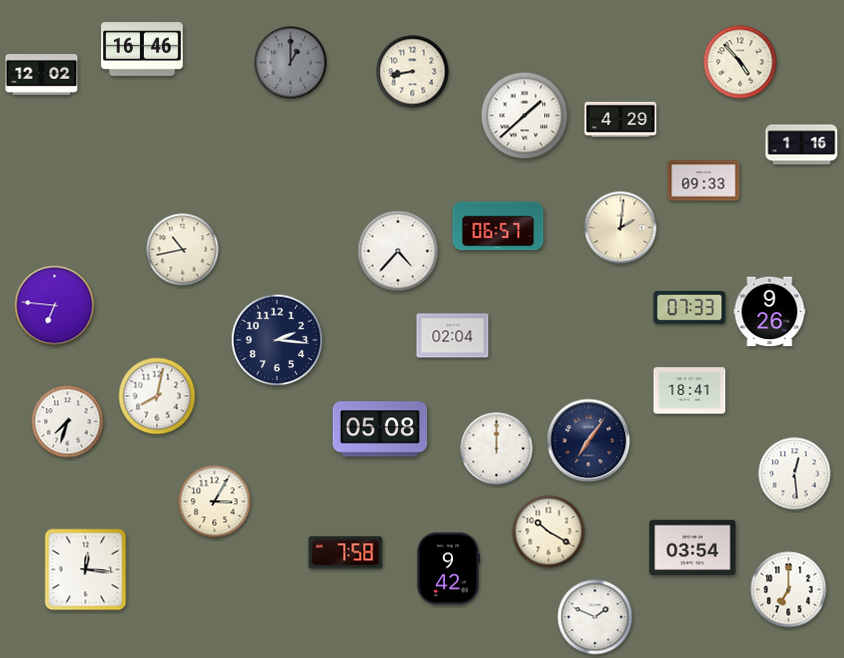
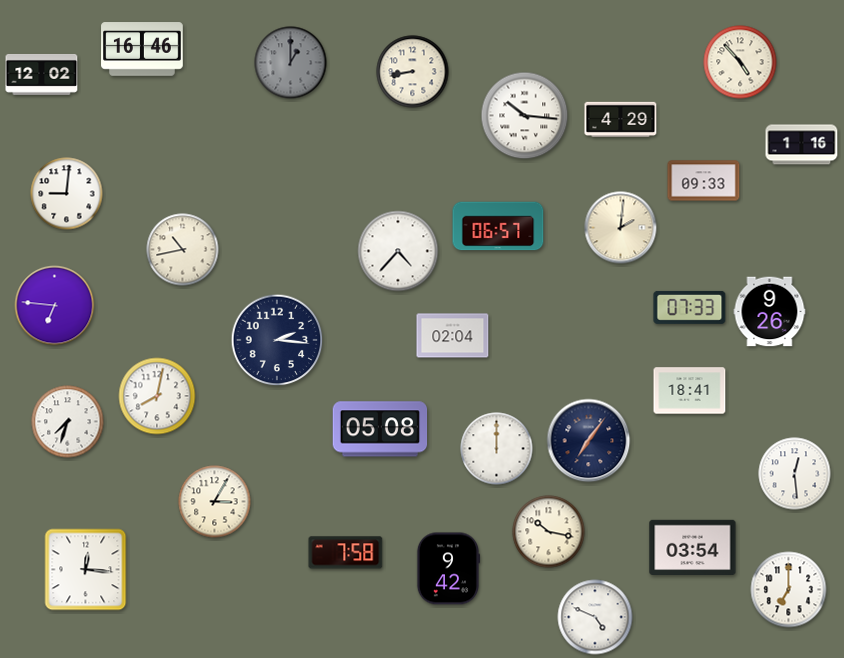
clock at (525, 116): 1:38 -> 10:16
clock at (67, 194): none -> 9:01
clock at (549, 532): 10:20 -> 10:17
clock at (595, 617): 1:49 -> 4:49
